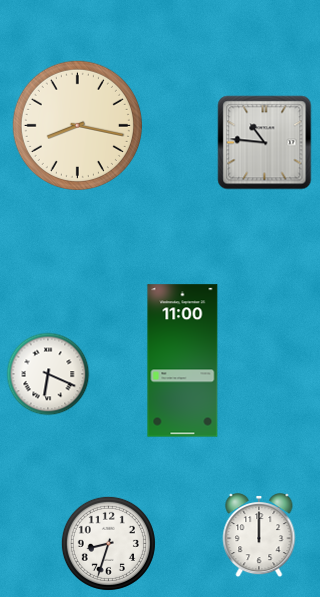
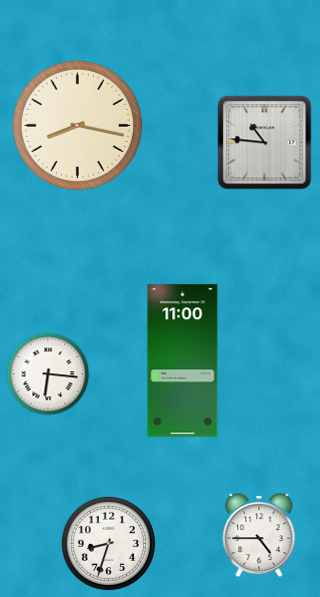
clock at (48, 374): 6:19 -> 6:16
clock at (259, 536): 12:00 -> 4:45
